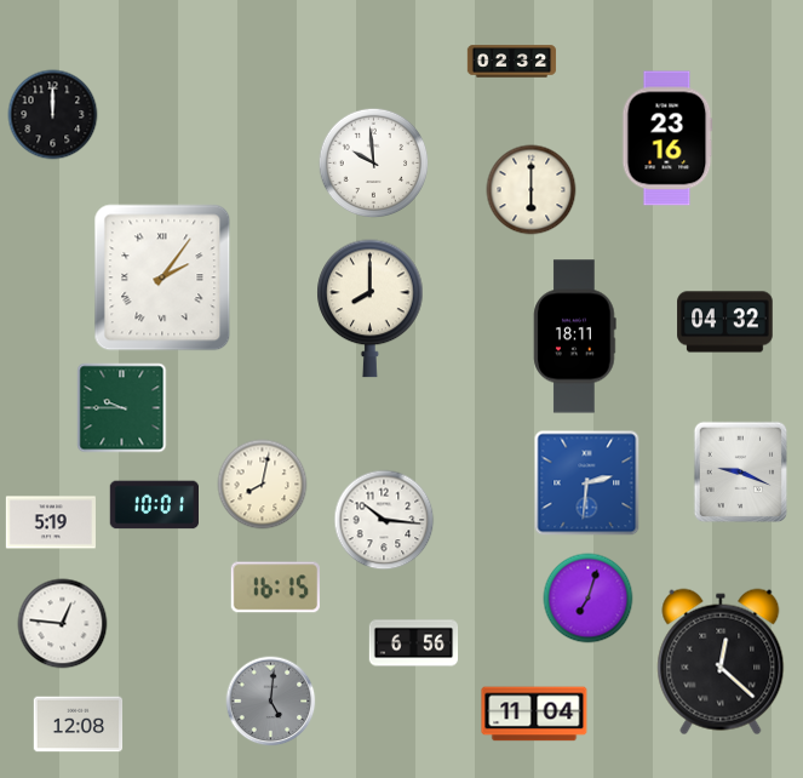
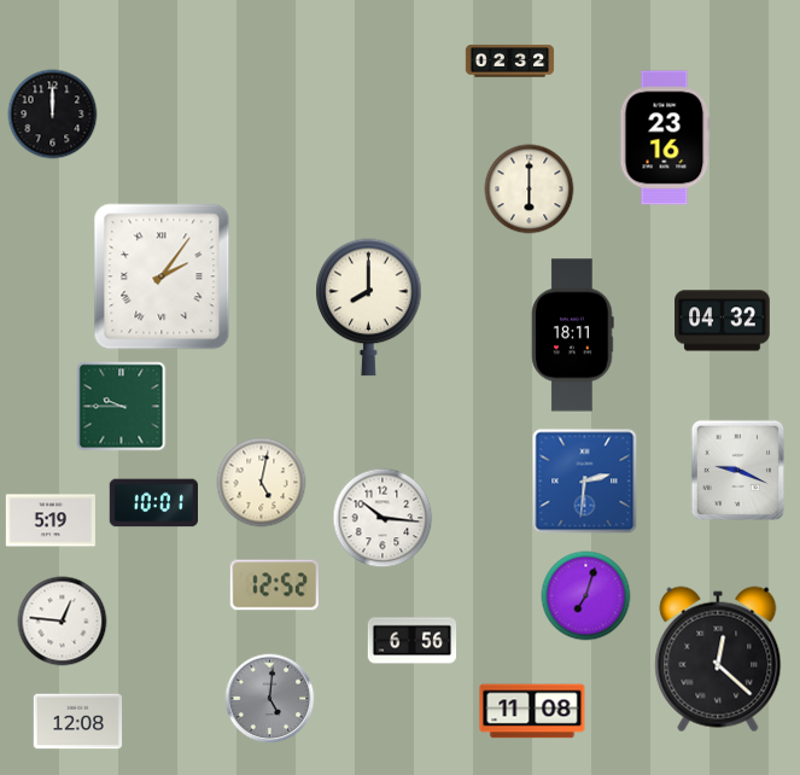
clock at (374, 164): 9:59 -> none
clock at (263, 485): 8:02 -> 5:02
clock at (275, 588): 16:15 -> 12:52
clock at (534, 714): 11:04 -> 11:08
